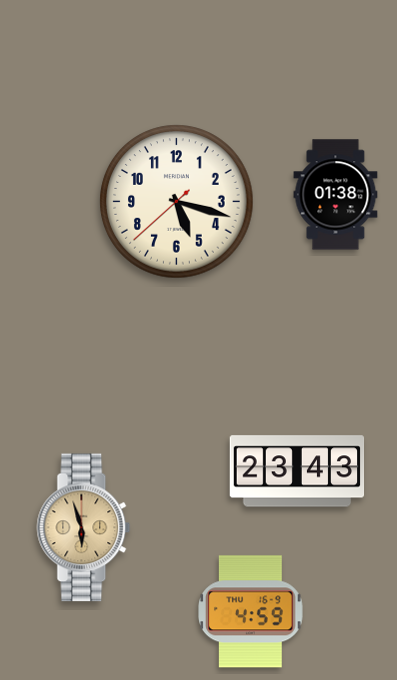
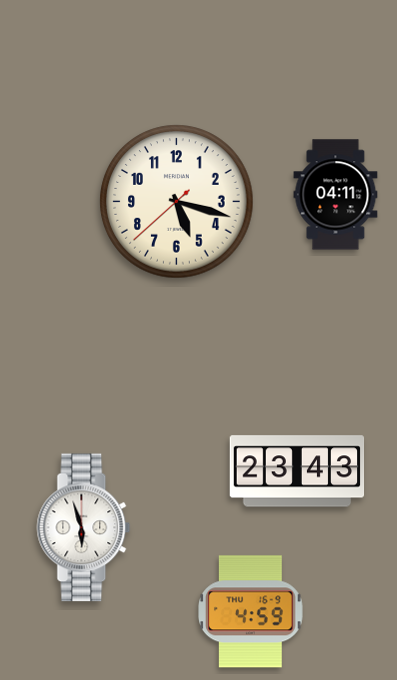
clock at (336, 195): 01:38 -> 04:11
clock at (84, 528) dial: champagne -> white
